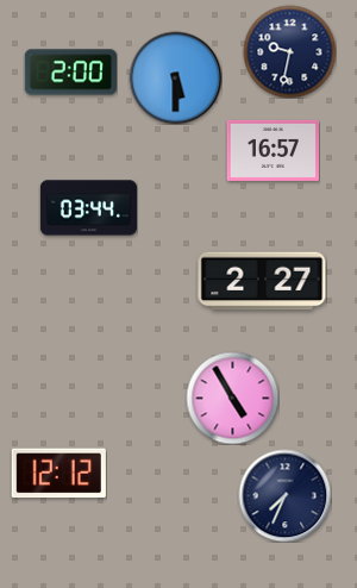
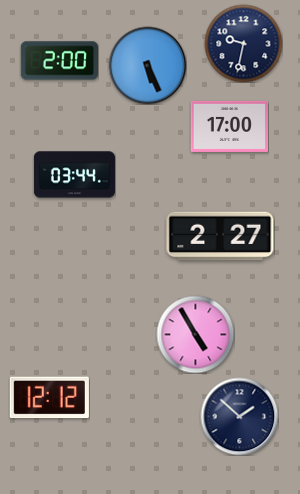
clock at (175, 77): 5:30 -> 5:26
clock at (273, 150): 16:57 -> 17:00
clock at (284, 495): 7:34 -> 1:52
